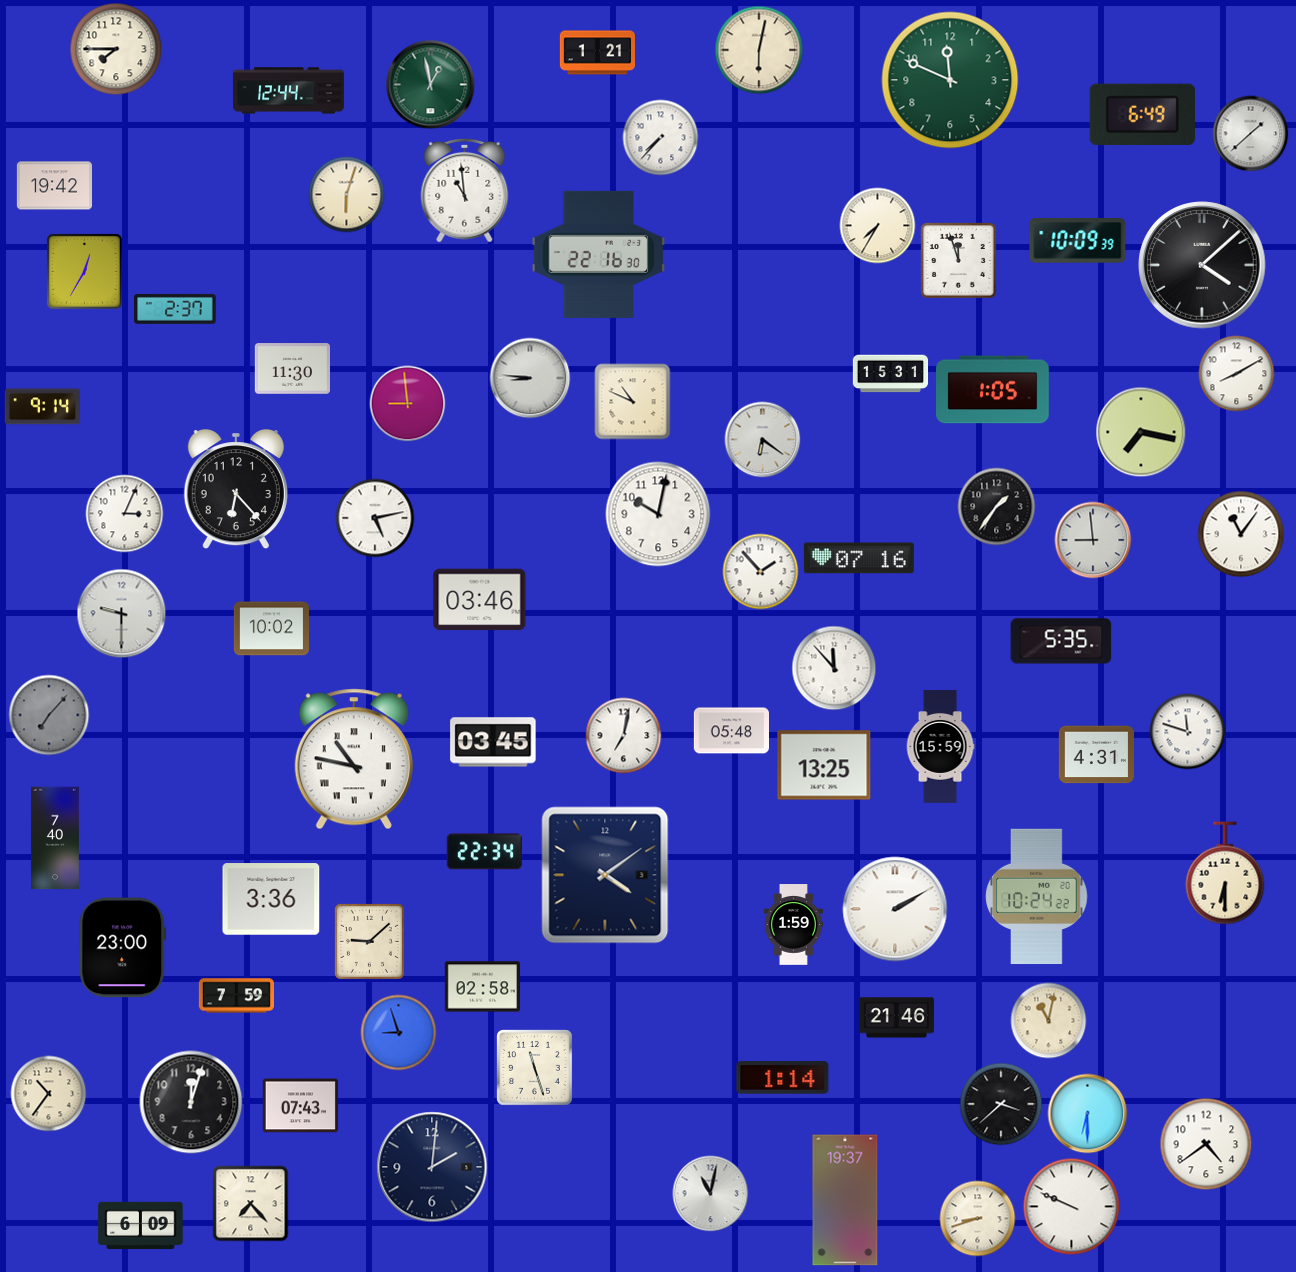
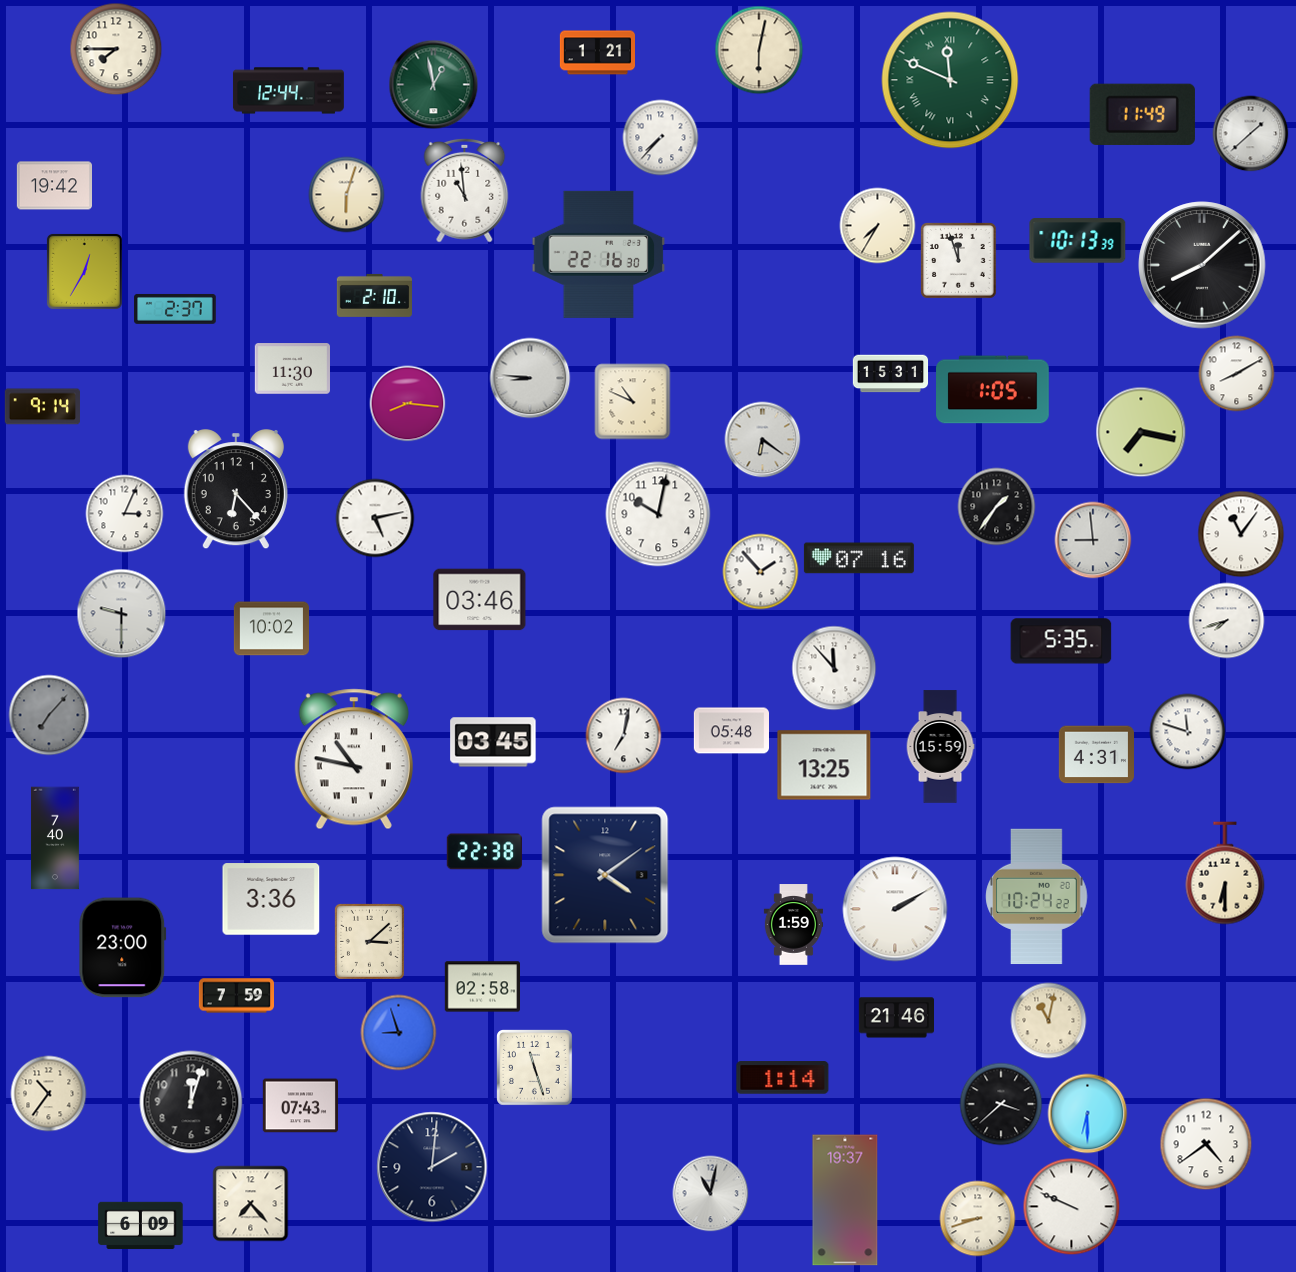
clock at (950, 80) numerals: Arabic -> Roman
clock at (431, 85) position: (431, 85) -> (434, 85)
clock at (1142, 114): 6:49 -> 11:49
clock at (1078, 241): 10:09 -> 10:13
clock at (1202, 265): 4:08 -> 8:08
clock at (374, 295): none -> 2:10
clock at (408, 404): 8:59 -> 8:16
clock at (1227, 621): none -> 7:42
clock at (484, 852): 22:34 -> 22:38
clock at (369, 941): 9:08 -> 3:08
